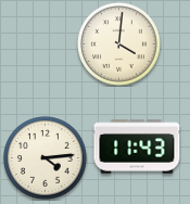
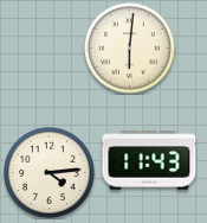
clock at (119, 44): 4:01 -> 6:01
